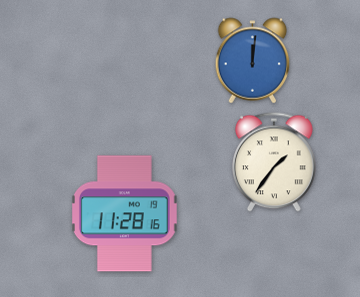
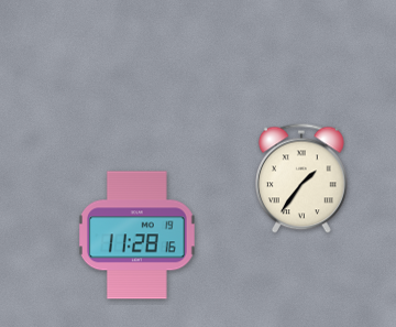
clock at (253, 61): 12:01 -> none
